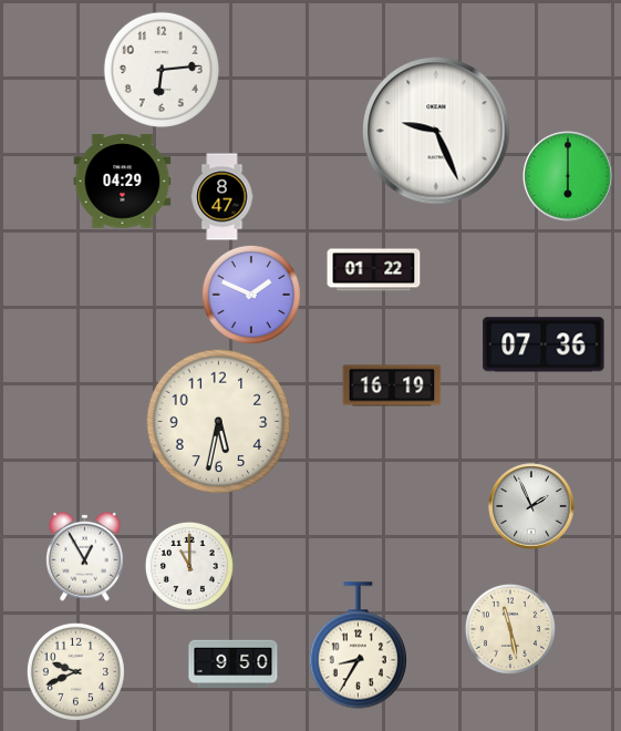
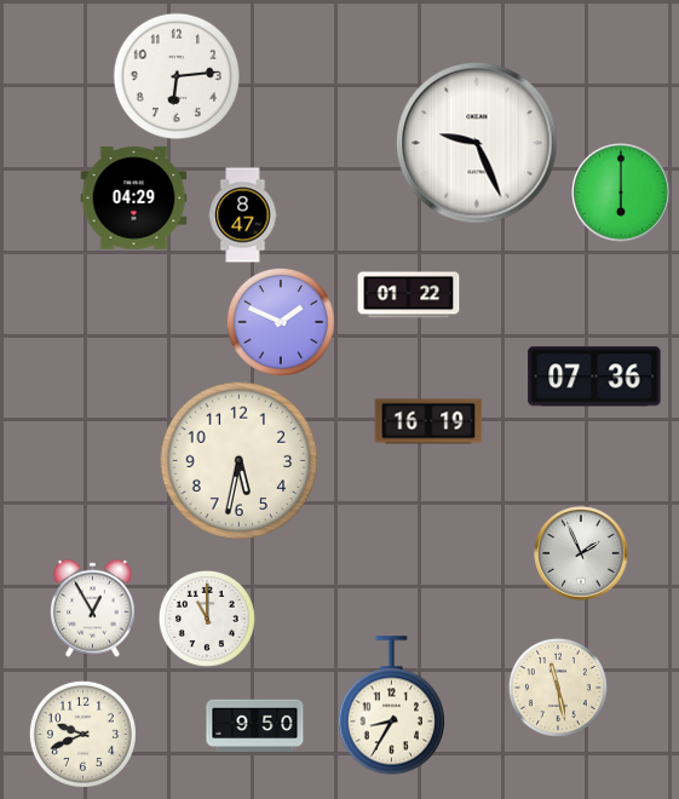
clock at (251, 295) position: (251, 295) -> (281, 322)
